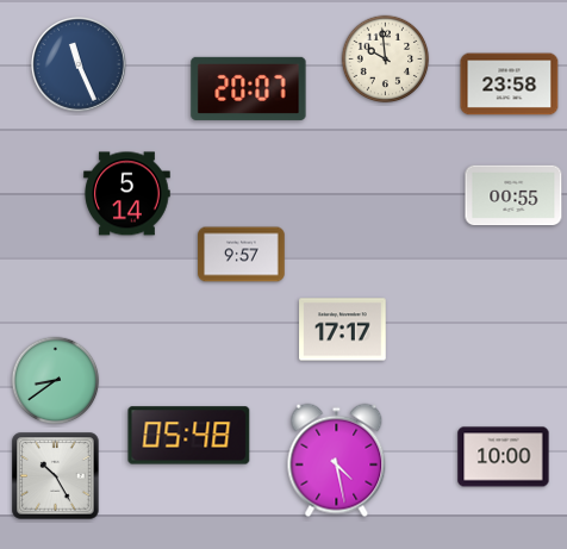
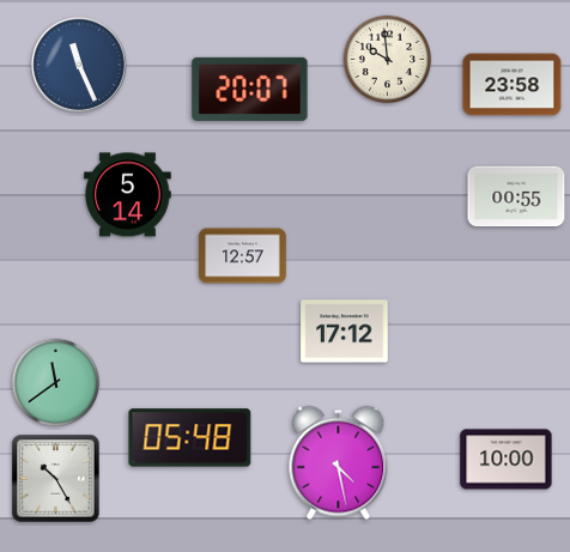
clock at (242, 255): 9:57 -> 12:57
clock at (343, 330): 17:17 -> 17:12
clock at (56, 381): 8:39 -> 11:39
